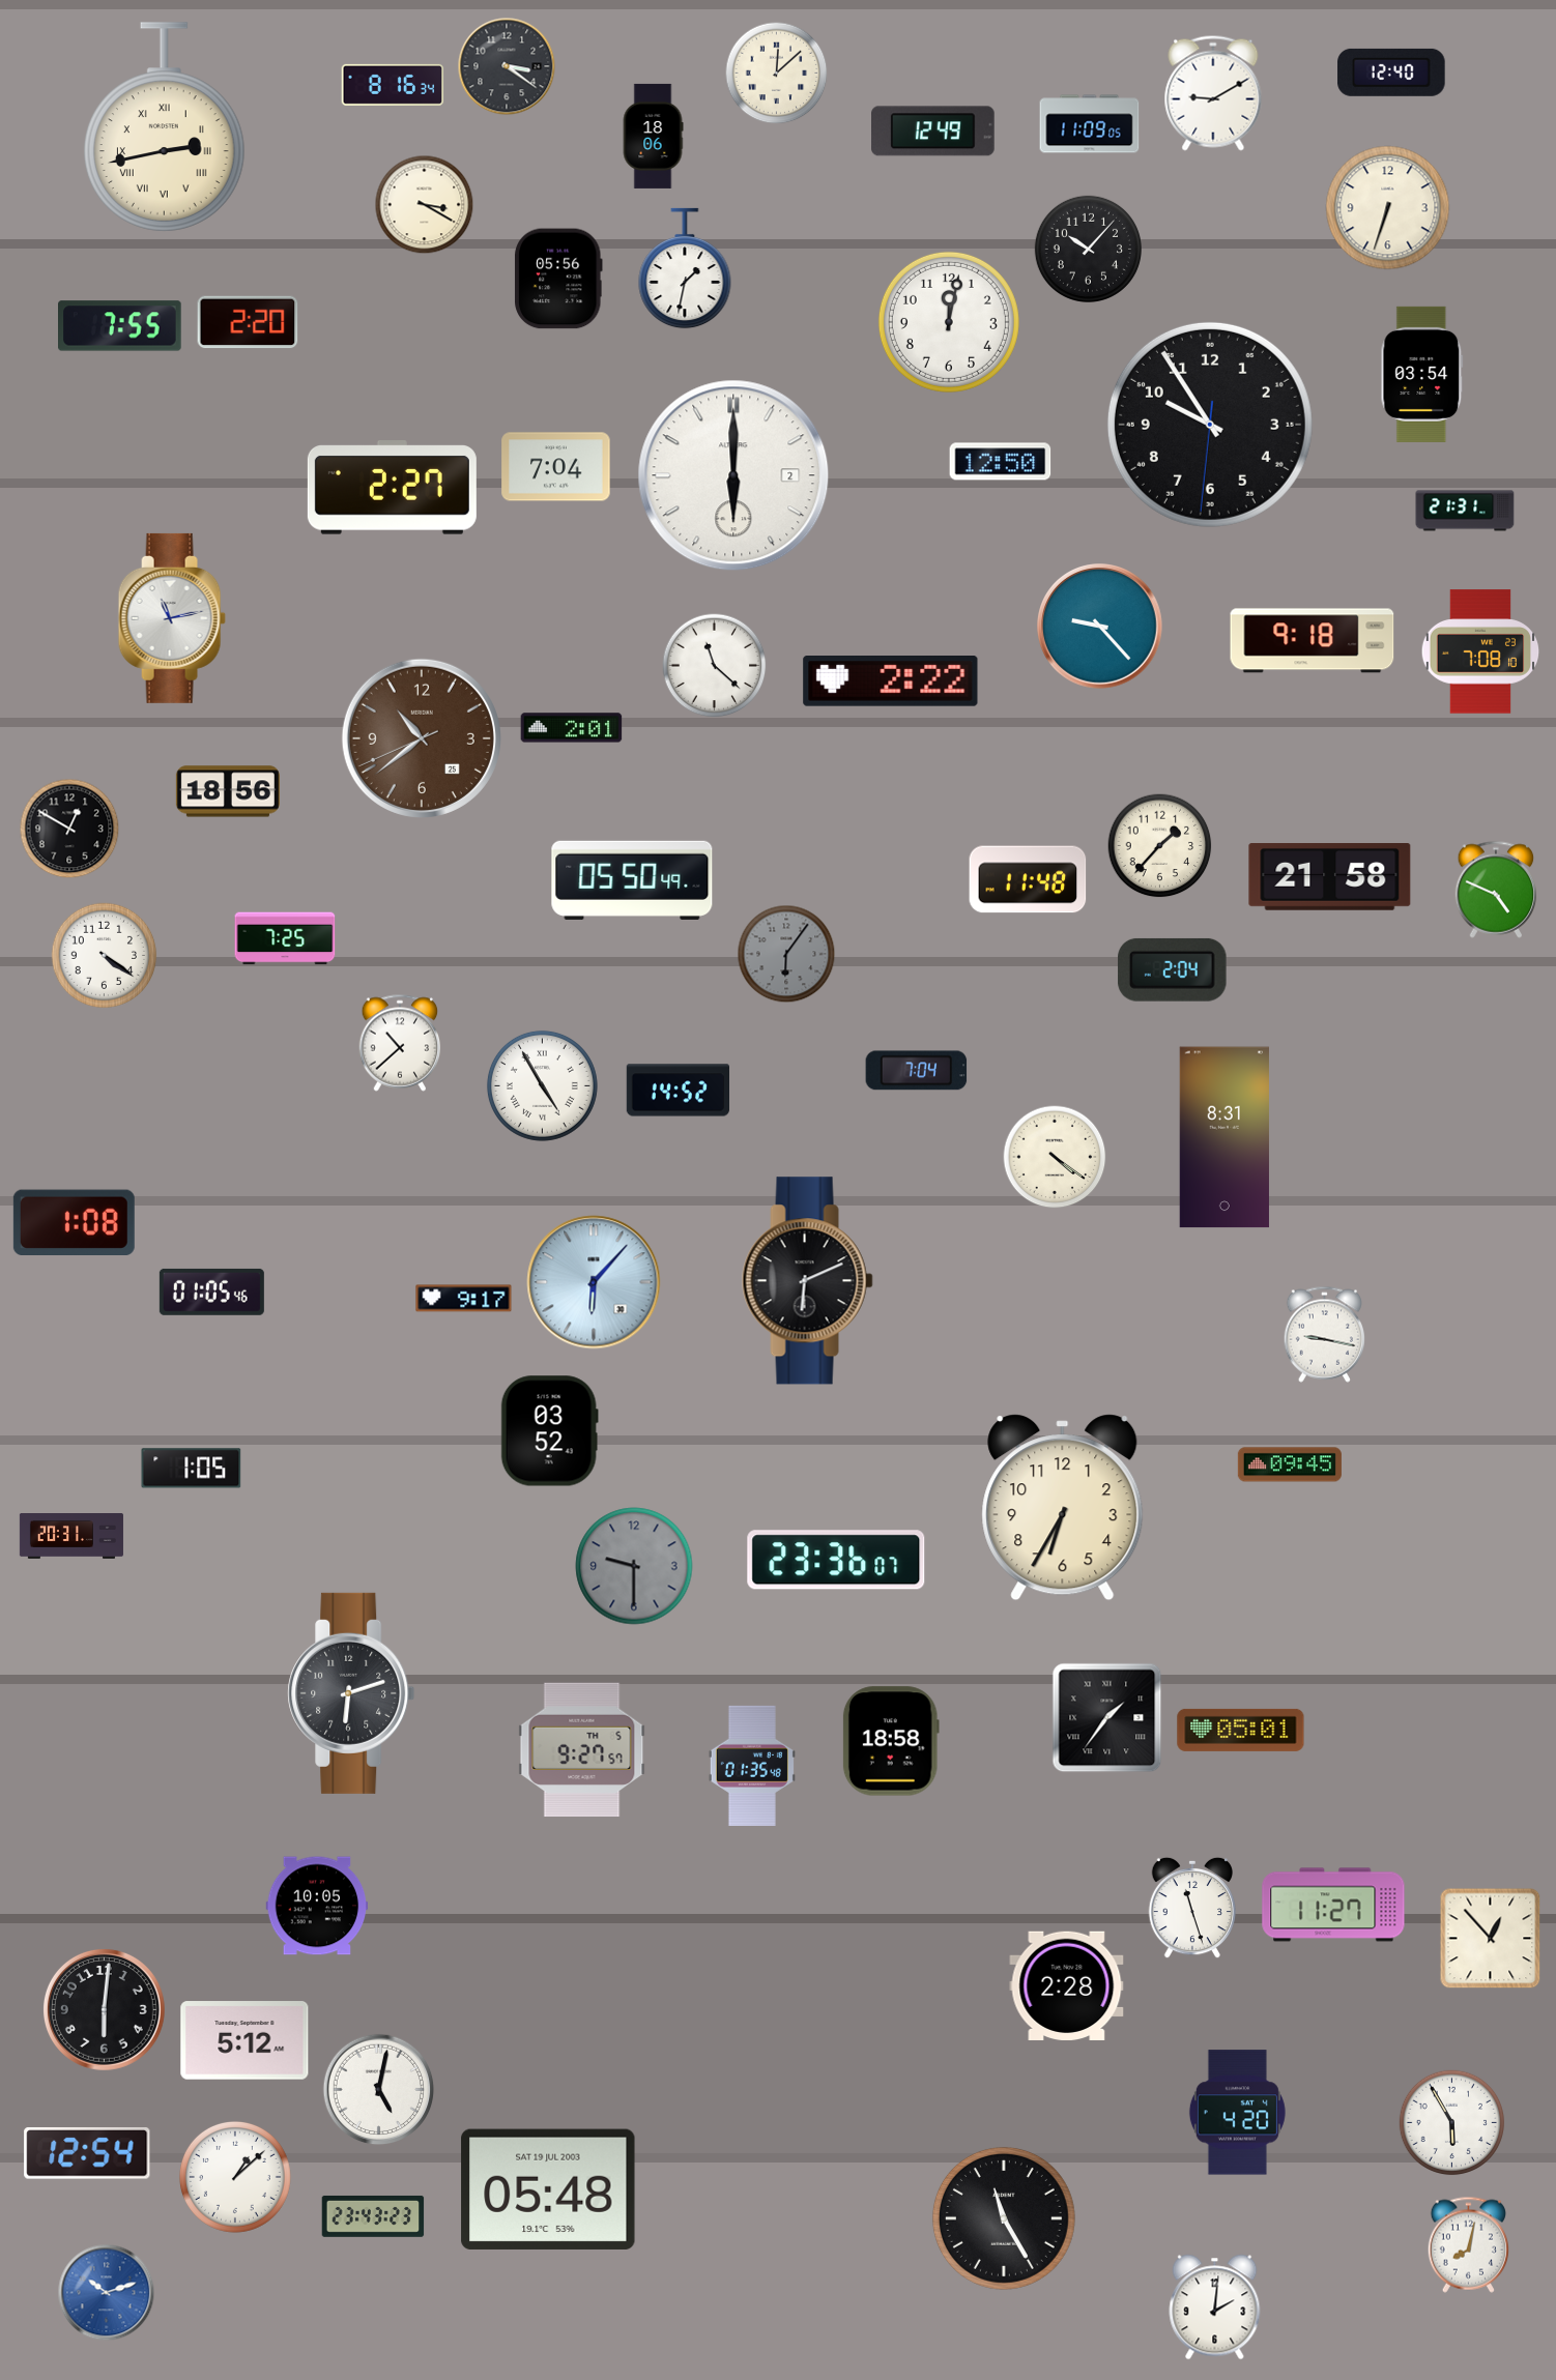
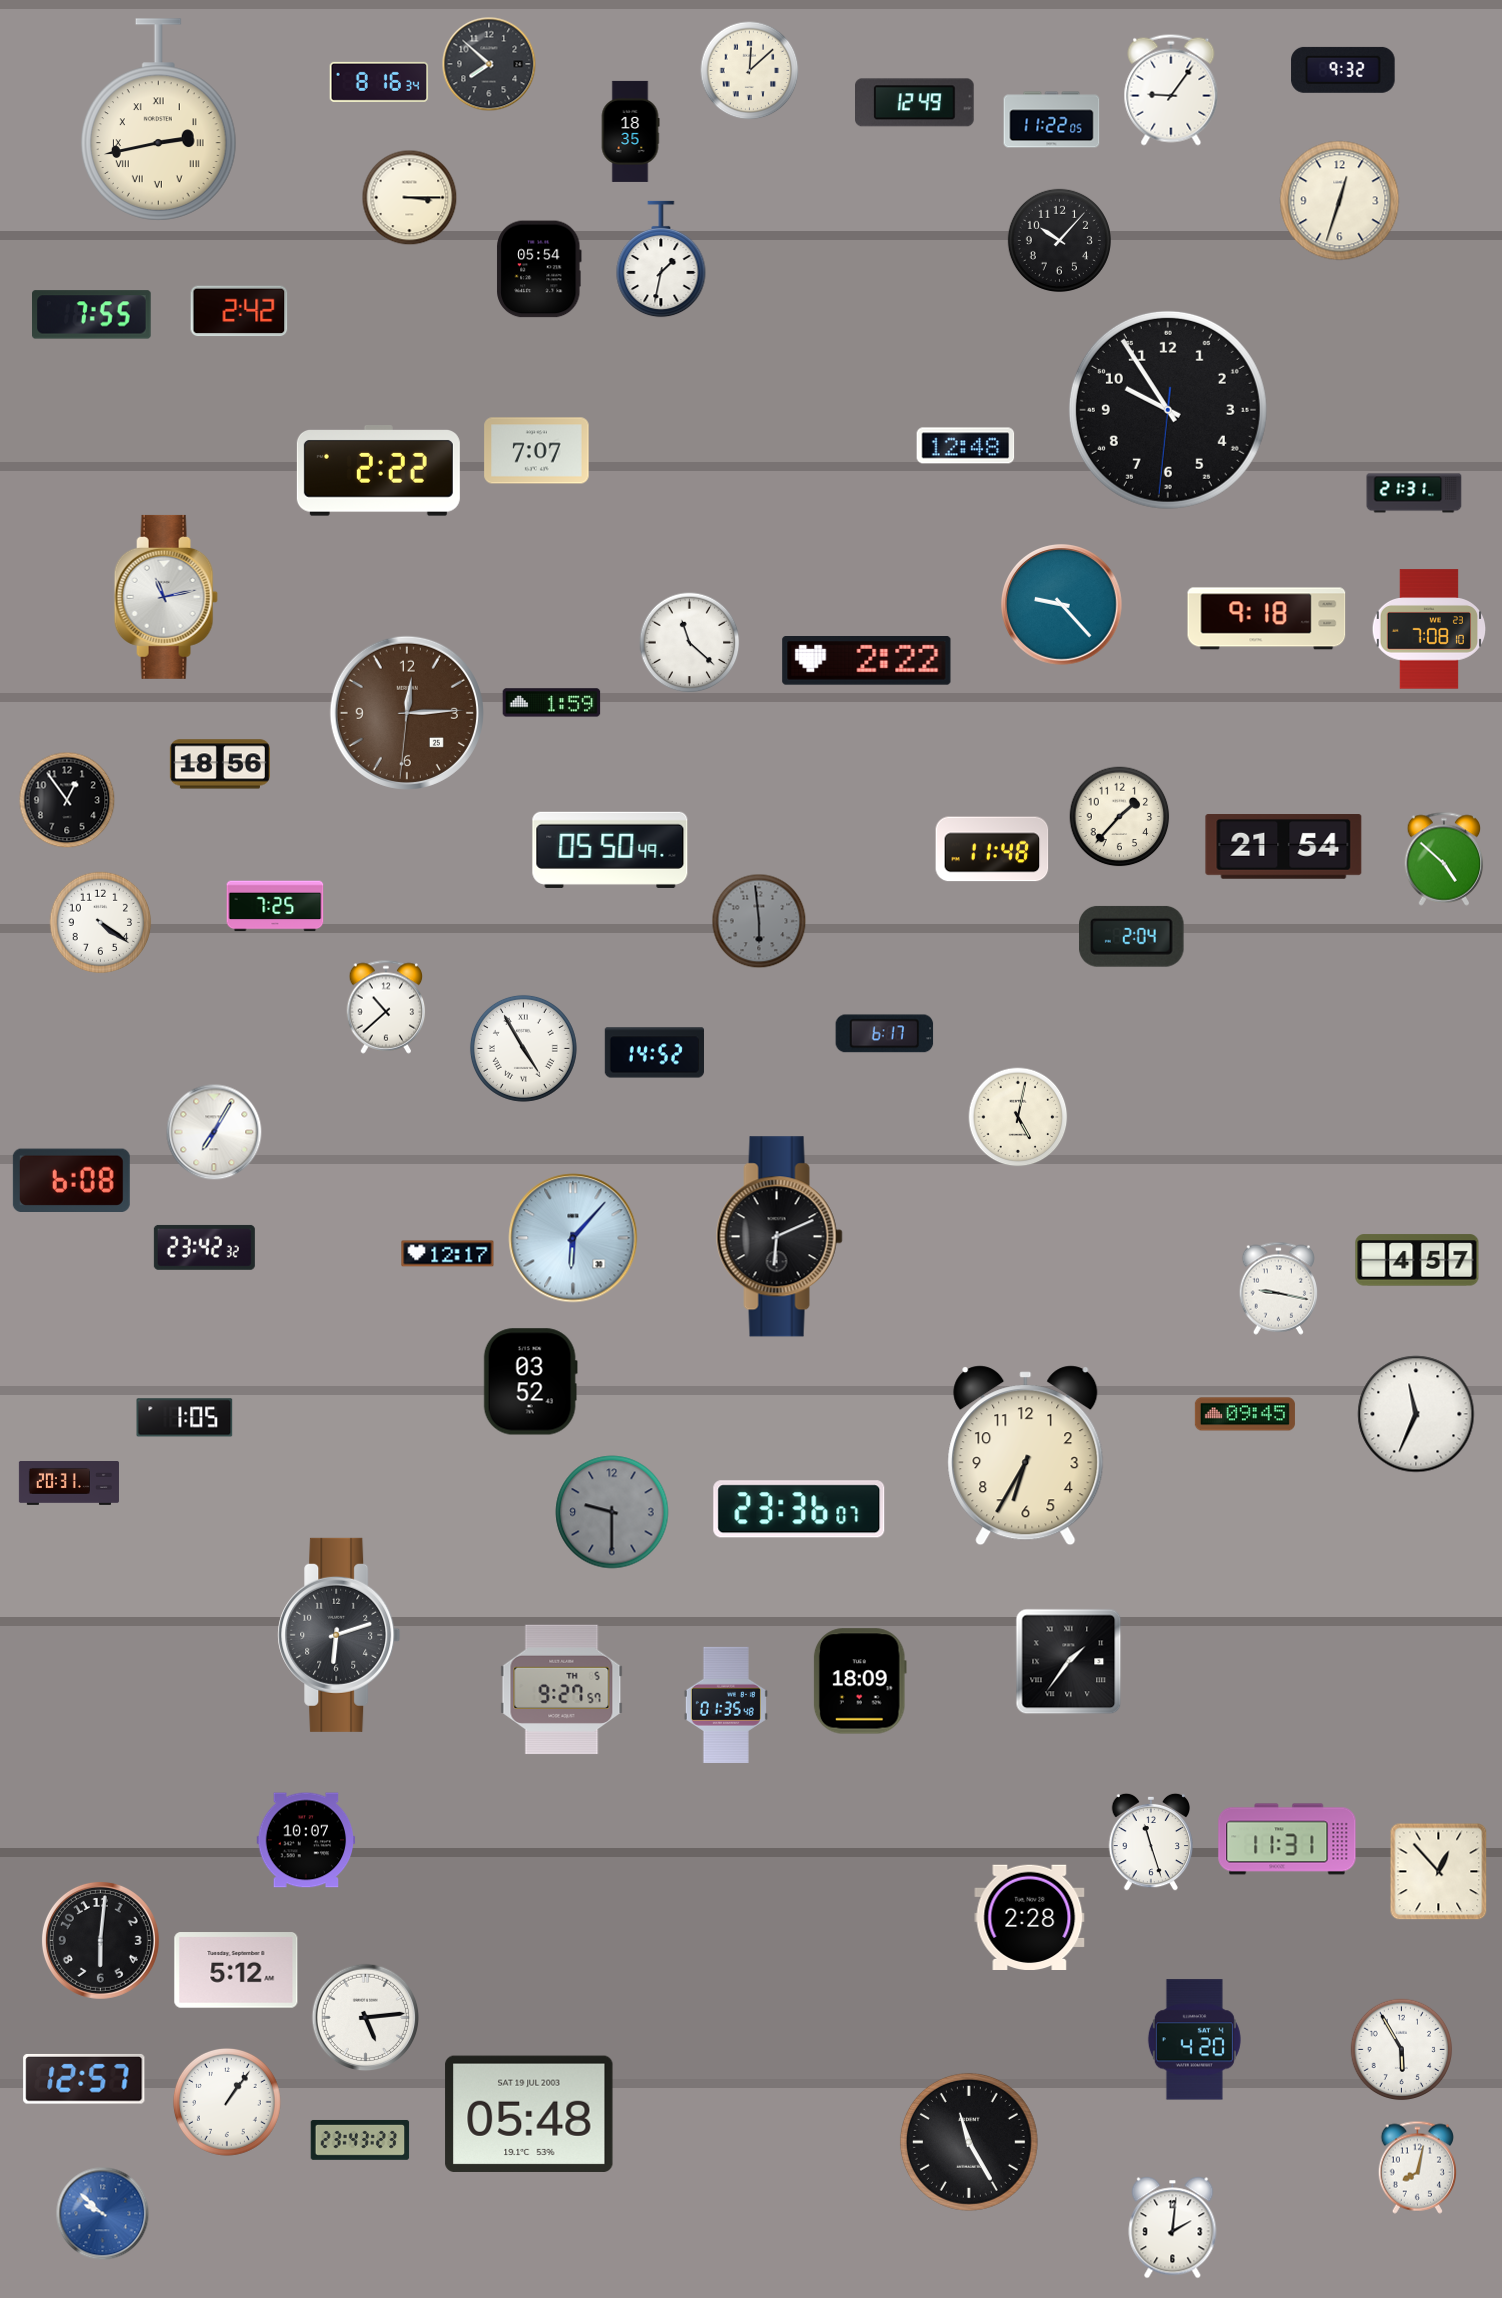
clock at (507, 66): 3:21 -> 7:52
clock at (1391, 72): 12:40 -> 9:32
clock at (1213, 93): 9:10 -> 9:06
clock at (1090, 124): 11:09 -> 11:22
clock at (164, 127) position: (164, 127) -> (158, 120)
clock at (933, 132) position: (933, 132) -> (915, 103)
clock at (653, 136): 18:06 -> 18:35
clock at (425, 205): 3:20 -> 3:15
clock at (1388, 208): 6:33 -> 12:33
clock at (1088, 249) position: (1088, 249) -> (1059, 240)
clock at (559, 279): 05:56 -> 05:54
clock at (248, 322): 2:20 -> 2:42
clock at (949, 322): 12:02 -> none
clock at (120, 326) position: (120, 326) -> (92, 315)
clock at (1422, 374): 03:54 -> none
clock at (1001, 462): 12:50 -> 12:48
clock at (556, 467): 7:04 -> 7:07
clock at (733, 475): 6:00 -> none
clock at (392, 488): 2:27 -> 2:22
clock at (891, 681) position: (891, 681) -> (867, 661)
clock at (572, 728): 2:01 -> 1:59
clock at (422, 738): 10:38 -> 12:14
clock at (69, 829): 12:50 -> 12:54
clock at (1330, 877): 21:58 -> 21:54
clock at (1496, 890): 4:49 -> 4:52
clock at (786, 954): 6:06 -> 5:59
clock at (917, 1071): 7:04 -> 6:17
clock at (1224, 1137): 8:31 -> none
clock at (1055, 1157): 4:21 -> 5:02
clock at (214, 1132): none -> 7:05
clock at (74, 1223): 1:08 -> 6:08
clock at (211, 1291): 01:05 -> 23:42
clock at (464, 1299): 9:17 -> 12:17
clock at (1417, 1260): none -> 4:57
clock at (1416, 1414): none -> 11:34
clock at (836, 1560) position: (836, 1560) -> (799, 1509)
clock at (1107, 1718) position: (1107, 1718) -> (1069, 1662)
clock at (1241, 1730): 05:01 -> none
clock at (891, 1741): 18:58 -> 18:09
clock at (1333, 1905): 11:27 -> 11:31
clock at (317, 1906): 10:05 -> 10:07
clock at (379, 2090): 5:02 -> 5:14
clock at (87, 2153): 12:54 -> 12:57
clock at (235, 2177): 1:08 -> 1:06
clock at (107, 2293): 10:12 -> 9:52
